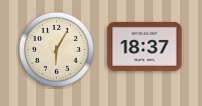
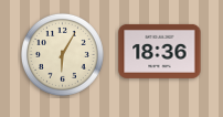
clock at (145, 46): 18:37 -> 18:36
